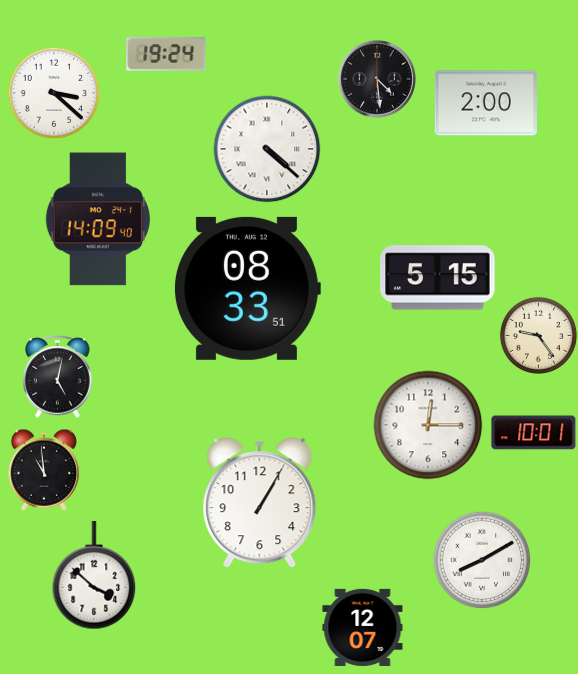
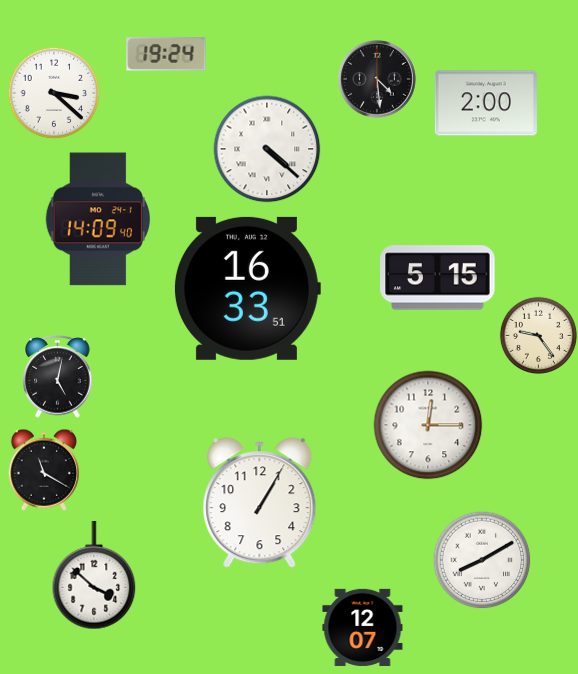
clock at (247, 288): 08:33 -> 16:33
clock at (534, 433): 10:01 -> none
clock at (44, 470): 10:59 -> 11:20
